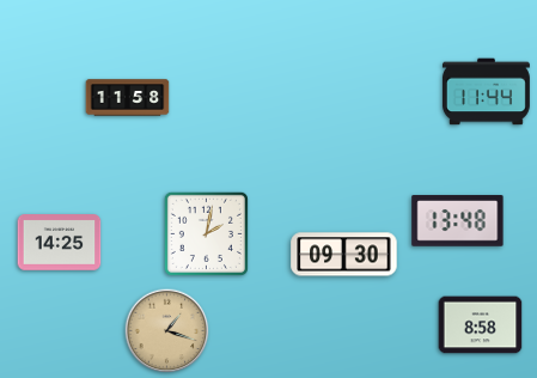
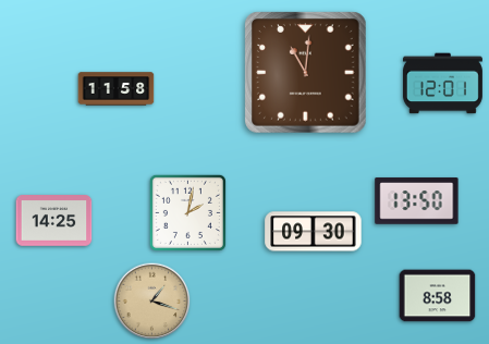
clock at (306, 73): none -> 11:01
clock at (486, 92): 11:44 -> 12:01
clock at (458, 221): 13:48 -> 13:50
